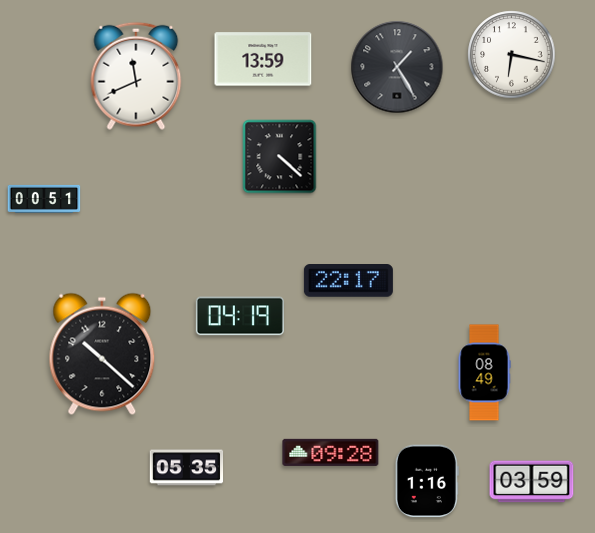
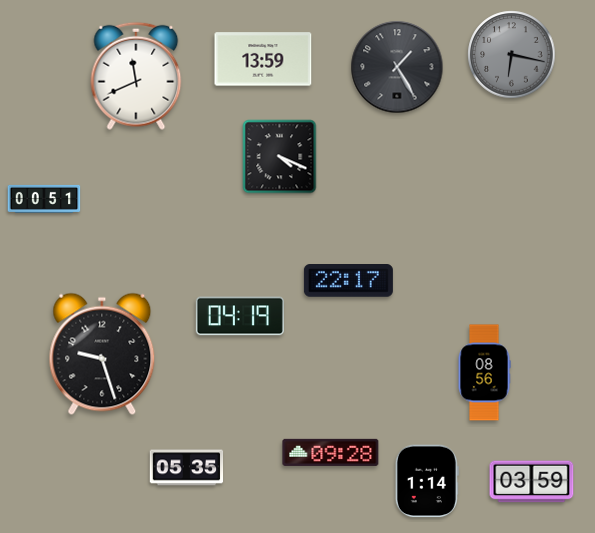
clock at (512, 55) dial: white -> grey
clock at (280, 157): 4:22 -> 4:19
clock at (102, 354): 10:22 -> 9:27
clock at (484, 373): 08:49 -> 08:56
clock at (427, 481): 1:16 -> 1:14
